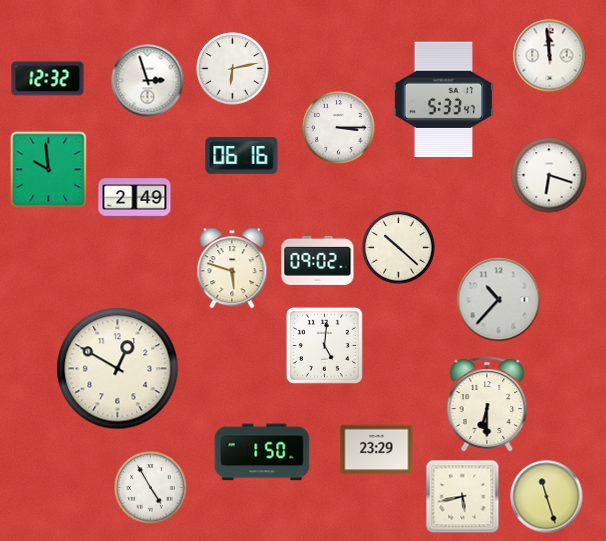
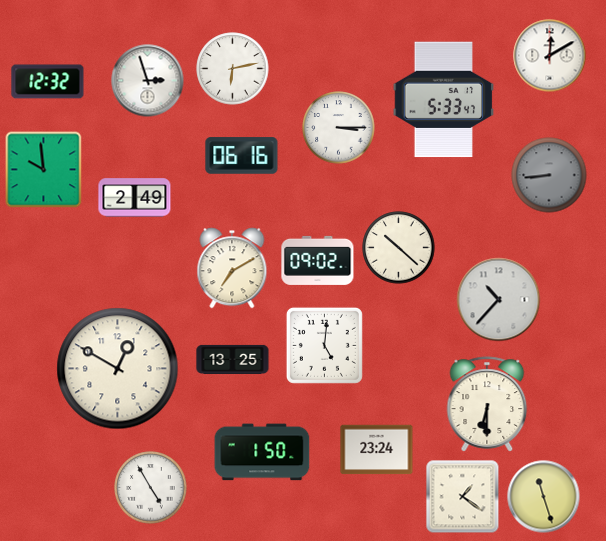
clock at (550, 56): 11:59 -> 12:10
clock at (48, 79) position: (48, 79) -> (48, 82)
clock at (49, 170) position: (49, 170) -> (44, 170)
clock at (549, 175): 6:18 -> 8:44
clock at (549, 175) dial: white -> grey
clock at (232, 268): 5:48 -> 7:10
clock at (233, 359): none -> 13:25
clock at (377, 450): 23:29 -> 23:24
clock at (463, 497): 5:43 -> 1:21
clock at (547, 497) position: (547, 497) -> (544, 497)
